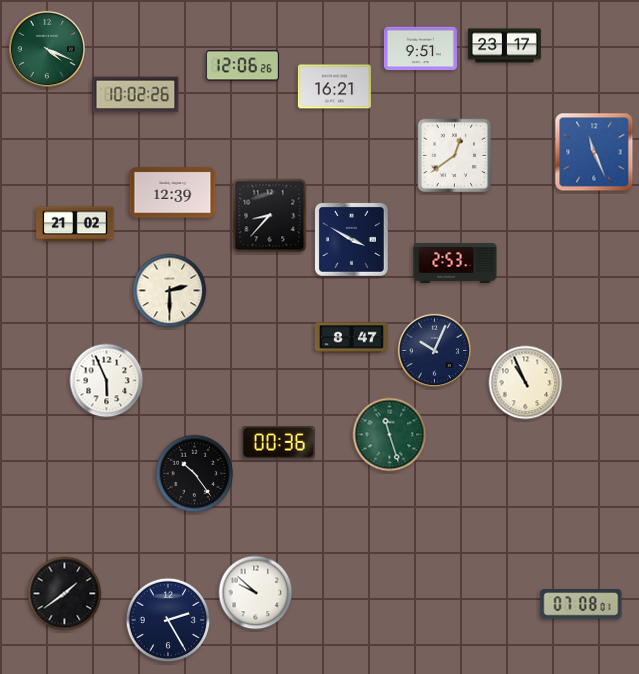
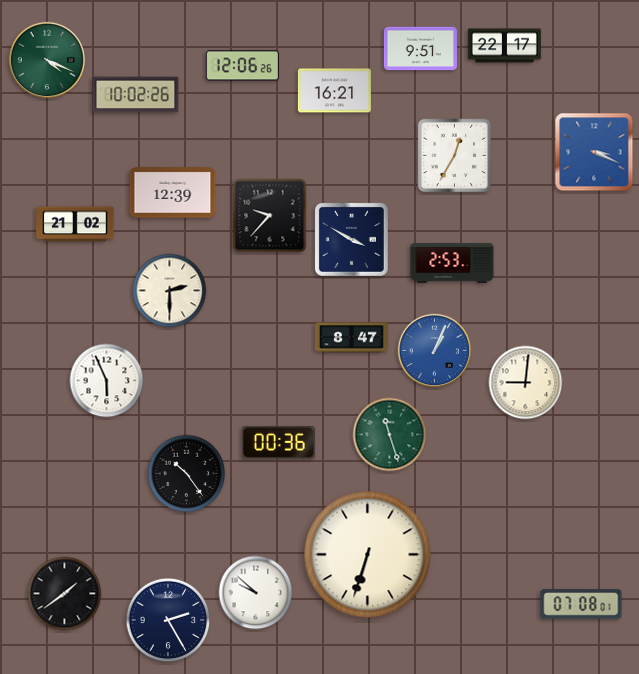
clock at (504, 46): 23:17 -> 22:17
clock at (46, 48) position: (46, 48) -> (46, 59)
clock at (334, 87) position: (334, 87) -> (334, 91)
clock at (594, 152): 11:26 -> 3:19
clock at (455, 156): 12:39 -> 12:35
clock at (270, 216): 8:37 -> 9:37
clock at (455, 263) position: (455, 263) -> (452, 263)
clock at (435, 351): 10:04 -> 1:04
clock at (435, 351) dial: navy -> blue
clock at (526, 383): 10:56 -> 9:01
clock at (195, 474) position: (195, 474) -> (187, 474)
clock at (368, 555): none -> 6:33
